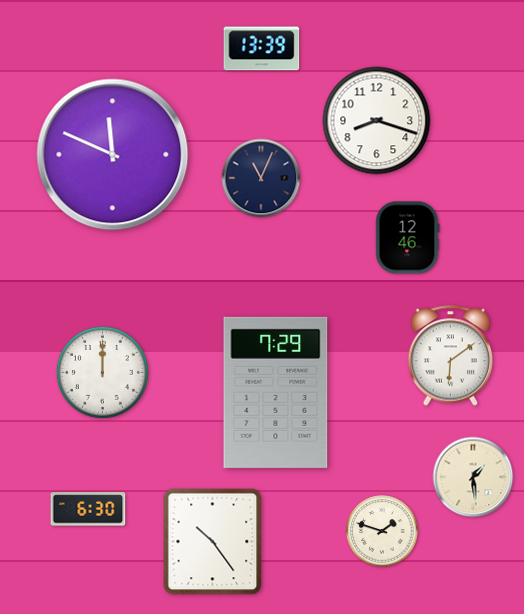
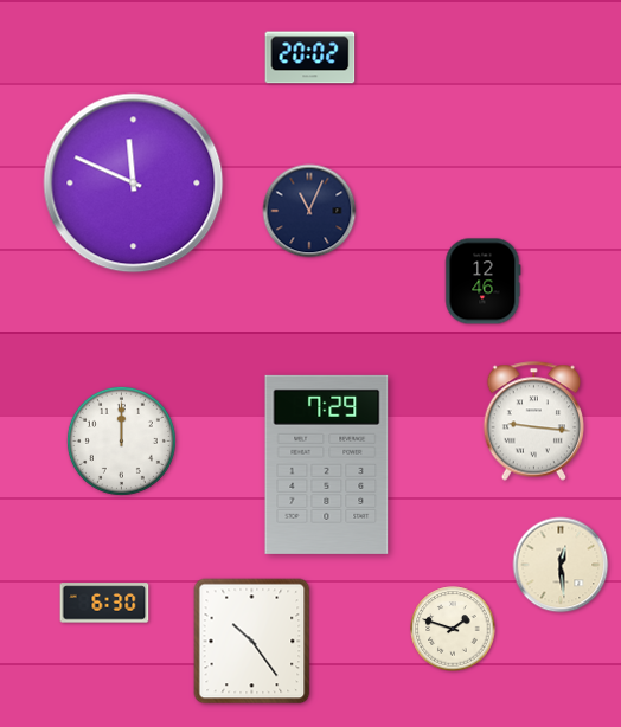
clock at (262, 49): 13:39 -> 20:02
clock at (377, 121): 8:18 -> none
clock at (451, 356): 6:09 -> 9:16
clock at (473, 477): 1:29 -> 12:29
